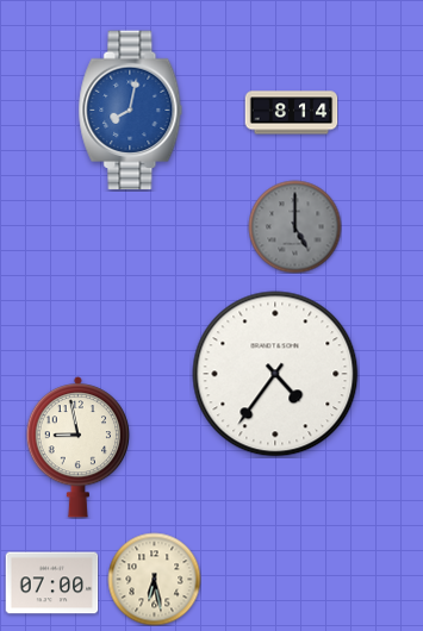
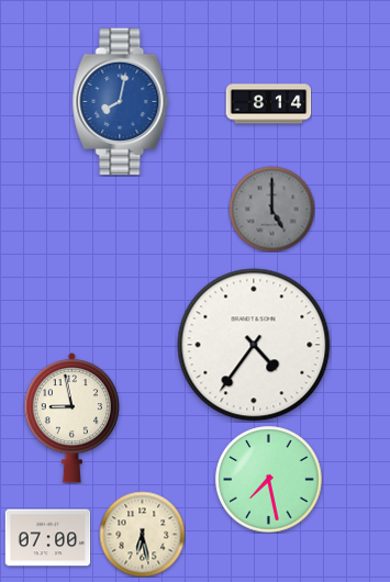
clock at (79, 448) position: (79, 448) -> (73, 418)
clock at (269, 480): none -> 7:28
